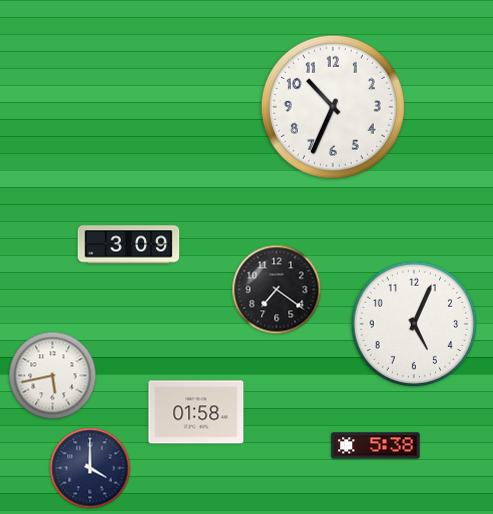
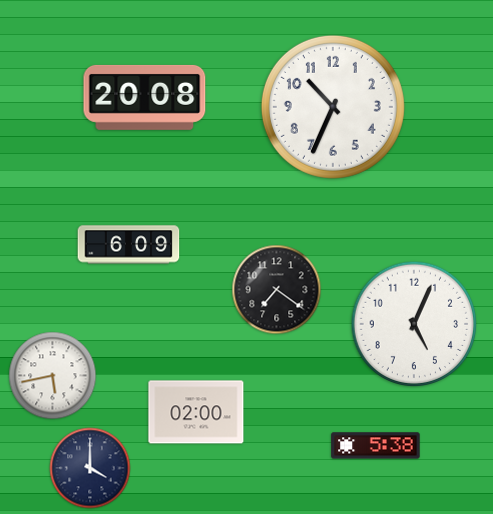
clock at (145, 97): none -> 20:08
clock at (129, 245): 3:09 -> 6:09
clock at (196, 412): 01:58 -> 02:00
